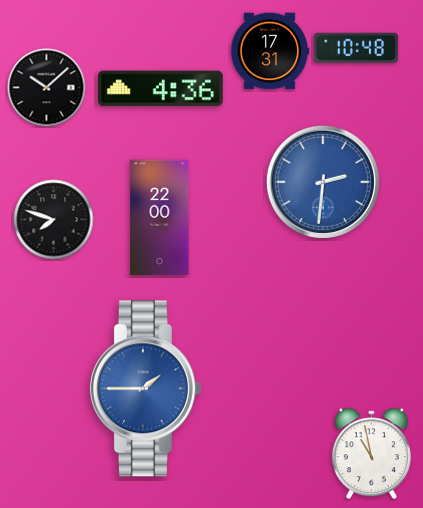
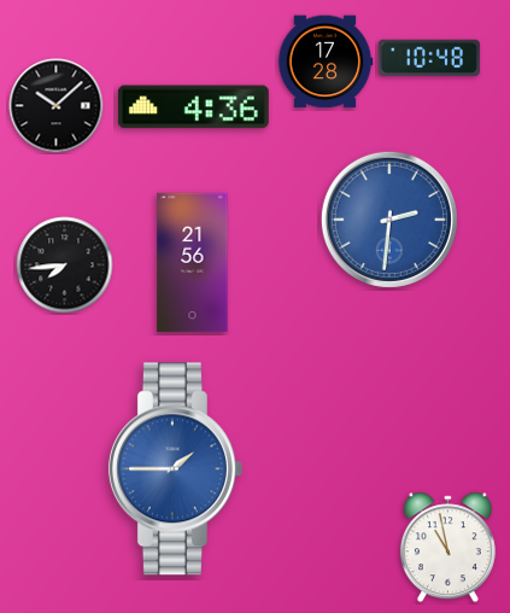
clock at (270, 51): 17:31 -> 17:28
clock at (160, 218): 22:00 -> 21:56
clock at (54, 220): 7:48 -> 7:44
